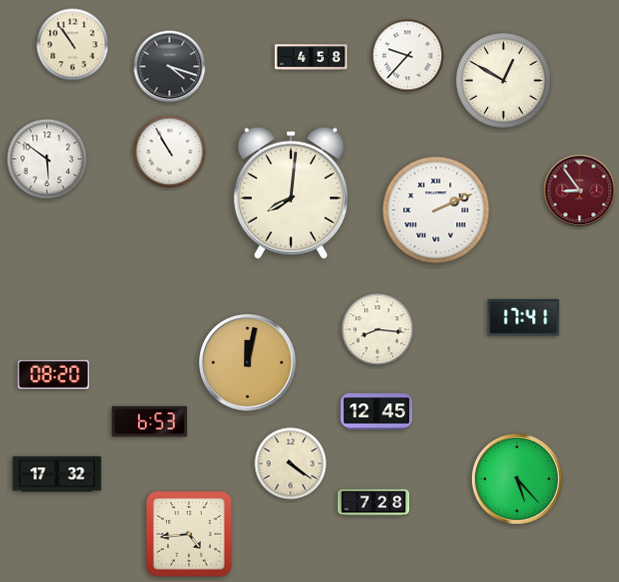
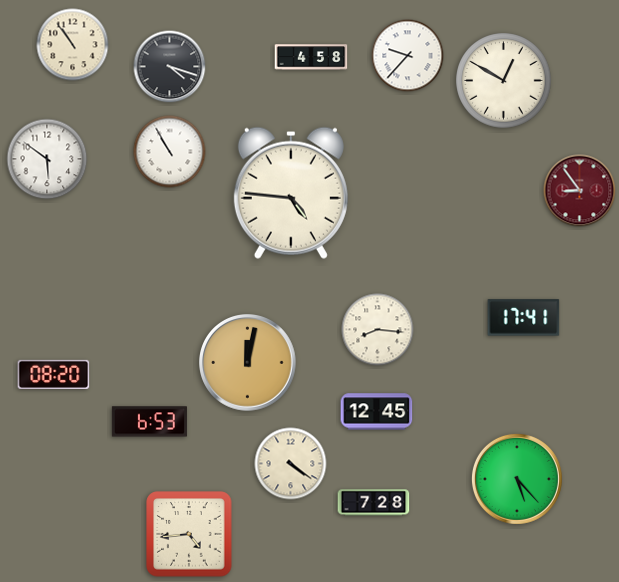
clock at (291, 193): 8:01 -> 4:46
clock at (436, 210): 2:11 -> none
clock at (57, 474): 17:32 -> none
